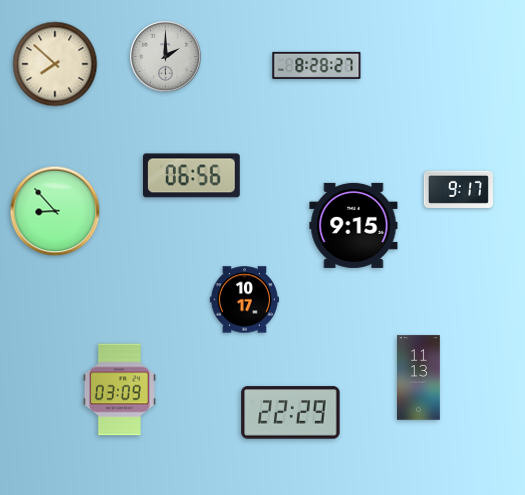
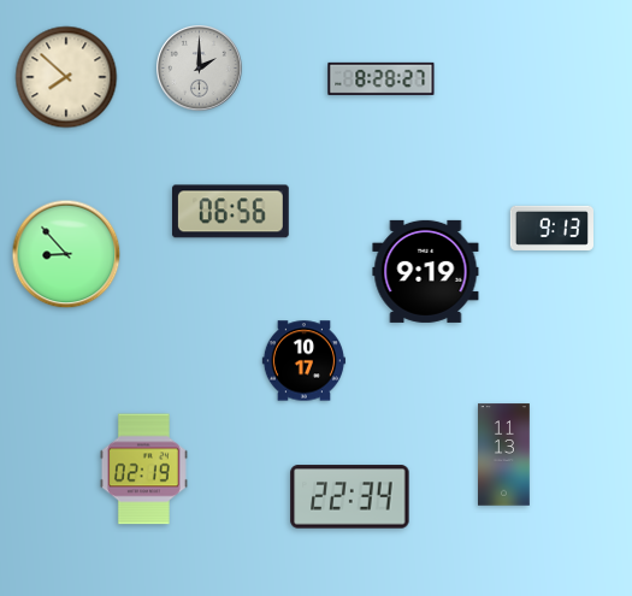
clock at (458, 189): 9:17 -> 9:13
clock at (354, 225): 9:15 -> 9:19
clock at (244, 300) position: (244, 300) -> (303, 361)
clock at (119, 390): 03:09 -> 02:19
clock at (291, 413): 22:29 -> 22:34
